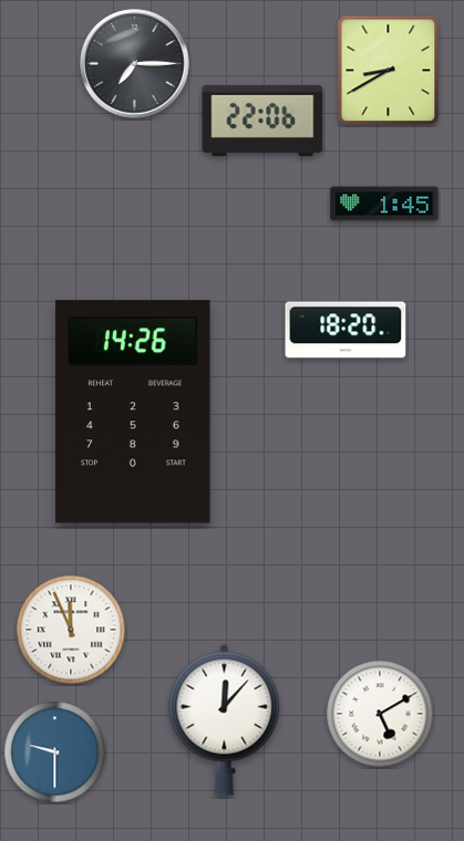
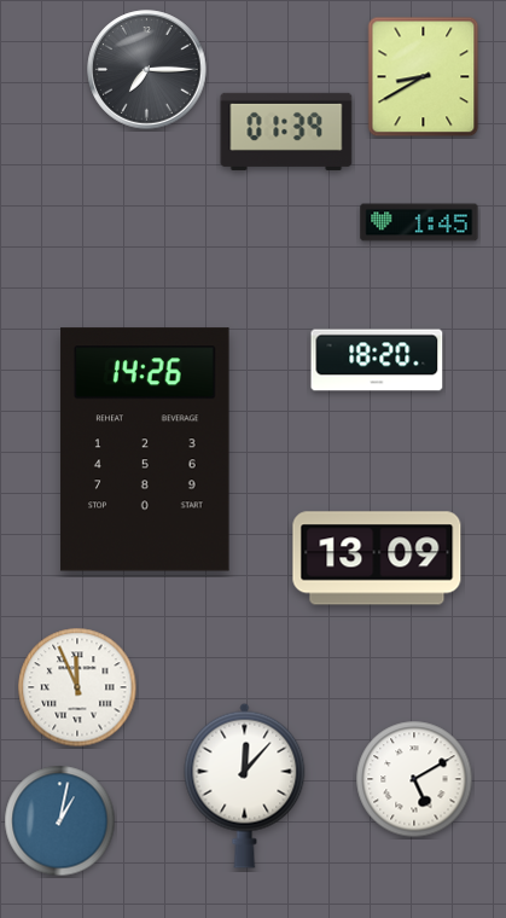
clock at (262, 121): 22:06 -> 01:39
clock at (377, 558): none -> 13:09
clock at (55, 752): 9:30 -> 1:02
